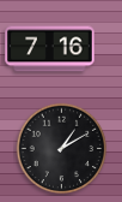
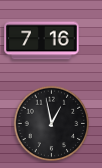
clock at (62, 149): 1:10 -> 12:58
